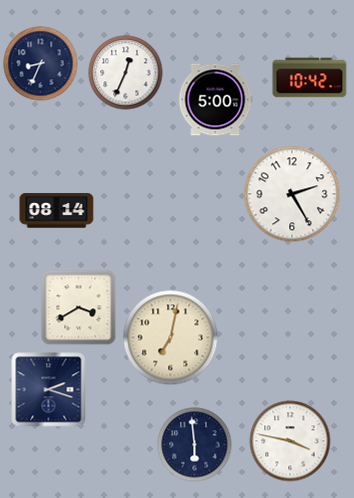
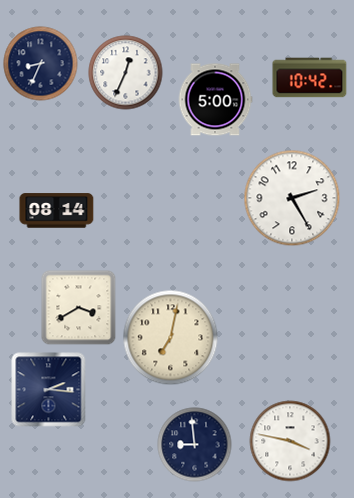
clock at (292, 194) position: (292, 194) -> (292, 198)
clock at (49, 390): 2:18 -> 2:16
clock at (195, 445): 5:59 -> 8:59
